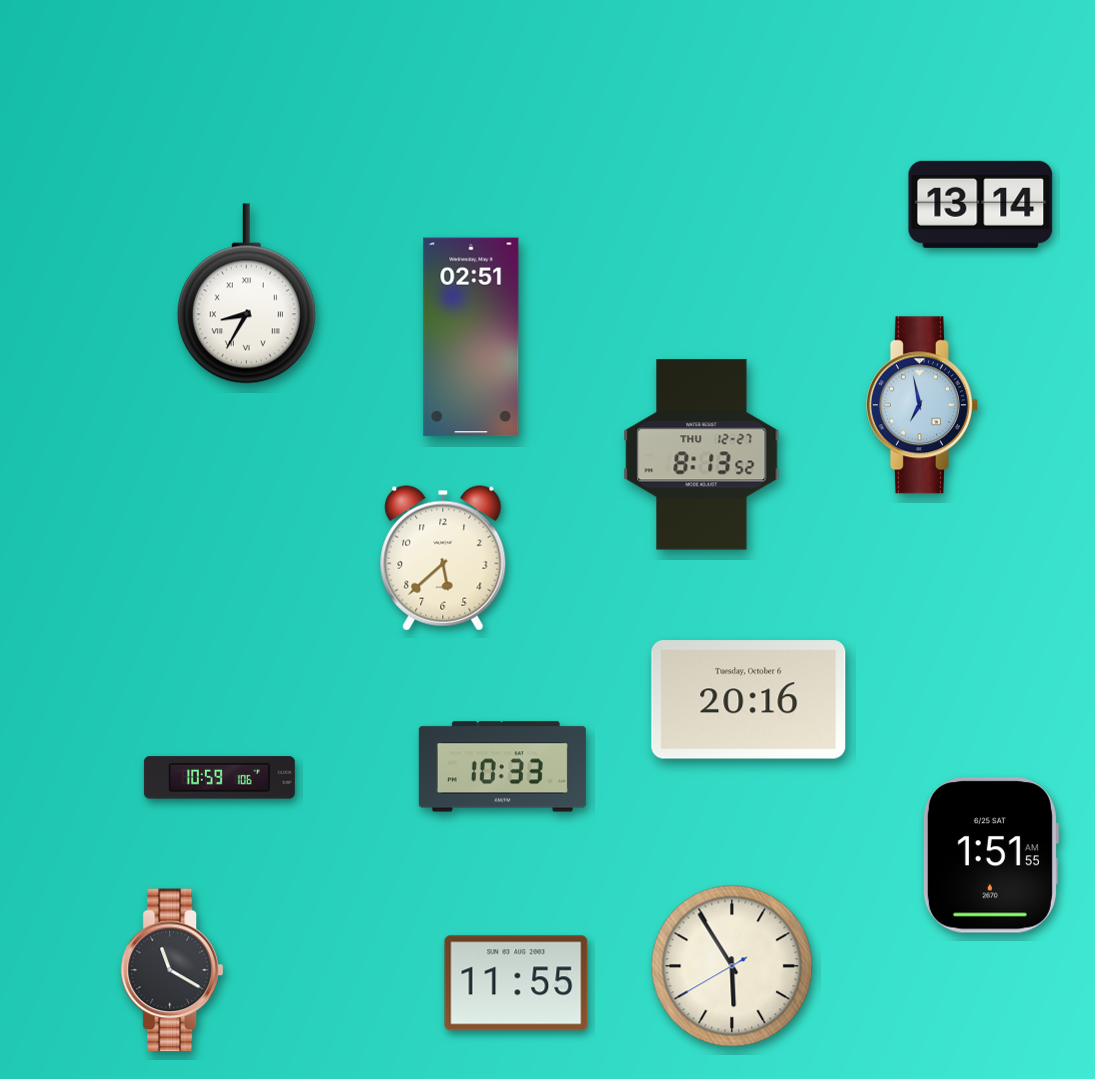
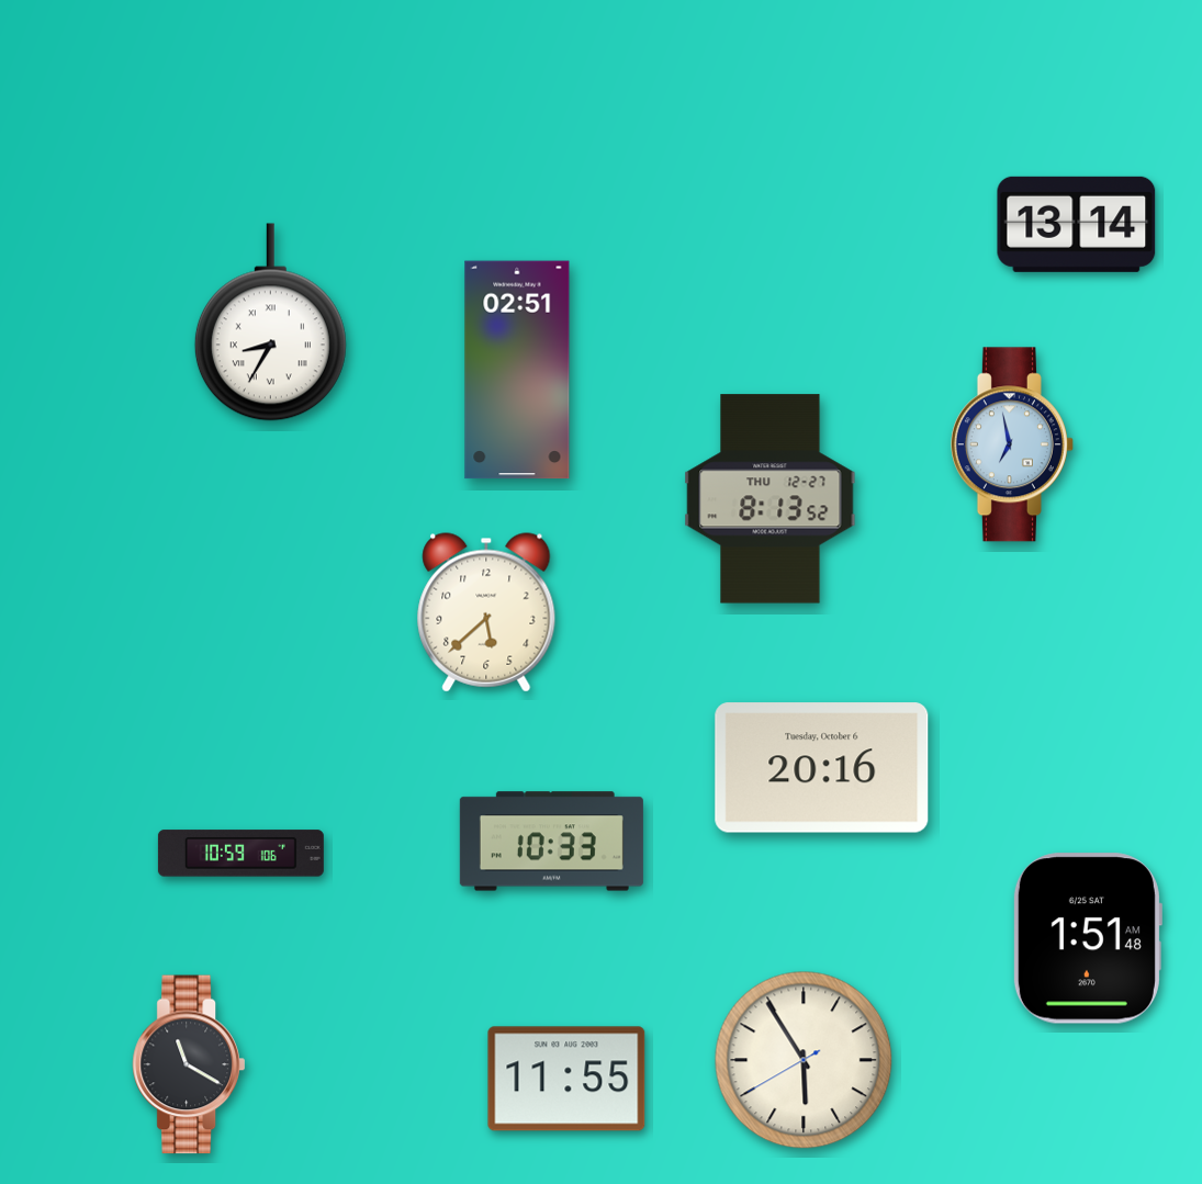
clock at (990, 855): 1:51:55 AM -> 1:51:48 AM
